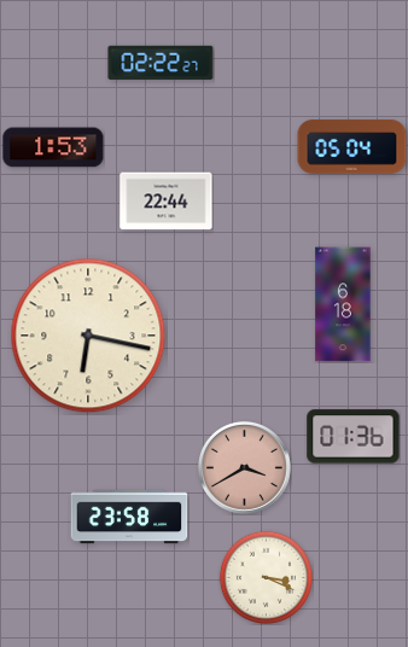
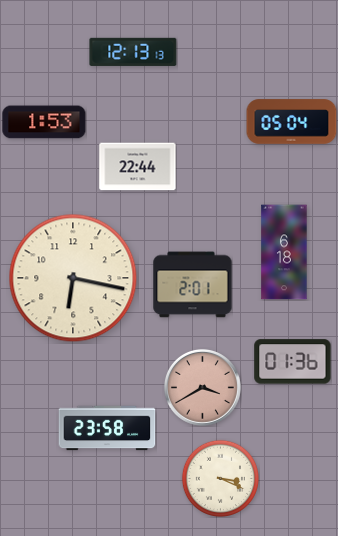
clock at (161, 63): 02:22 -> 12:13
clock at (193, 285): none -> 2:01
